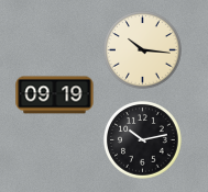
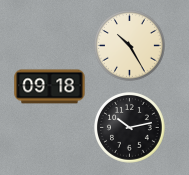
clock at (143, 50): 10:16 -> 10:25
clock at (55, 95): 09:19 -> 09:18
